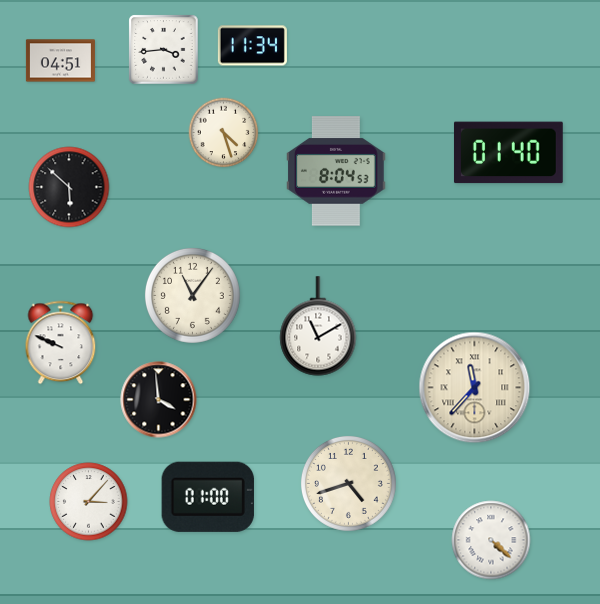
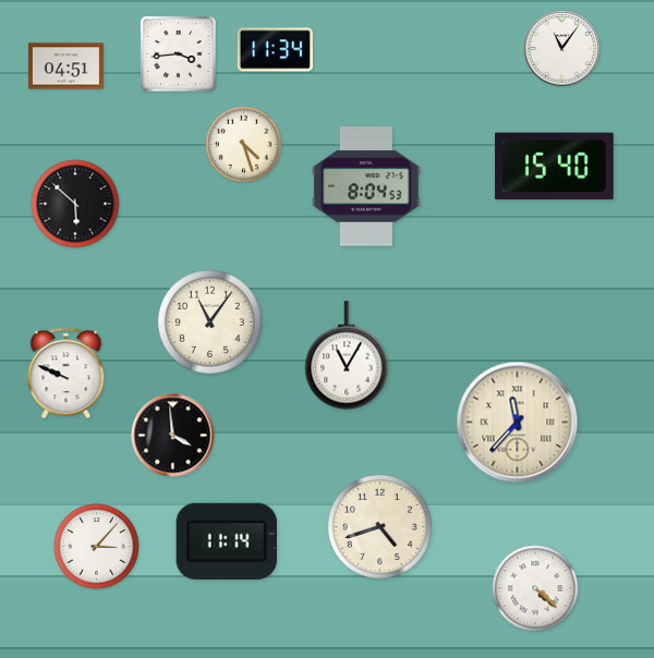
clock at (561, 48): none -> 11:06
clock at (508, 153): 01:40 -> 15:40
clock at (318, 326): 11:10 -> 11:05
clock at (208, 497): 01:00 -> 11:14
